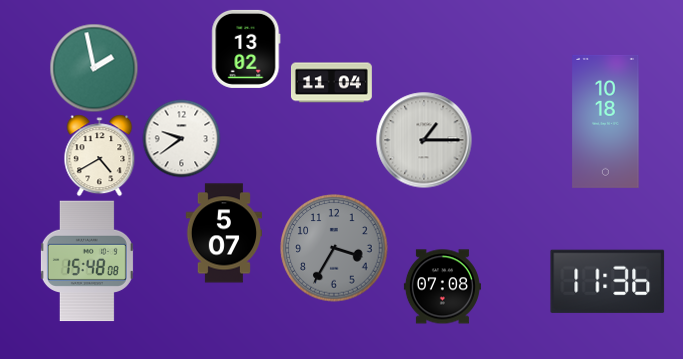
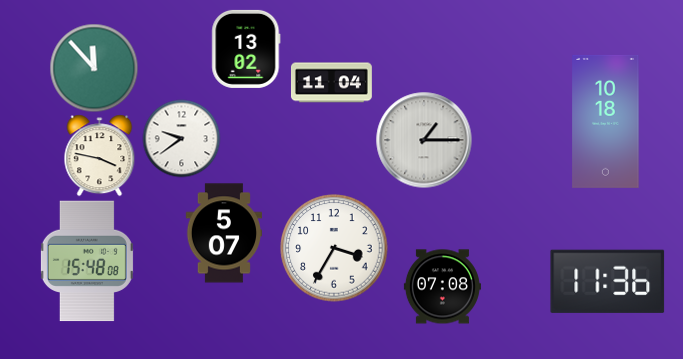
clock at (94, 68): 1:58 -> 11:53
clock at (100, 155): 4:40 -> 3:47
clock at (334, 248) dial: grey -> white
